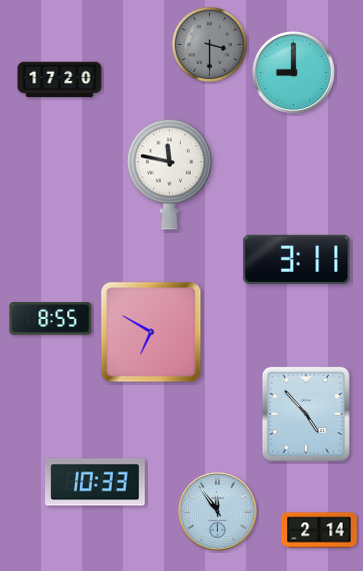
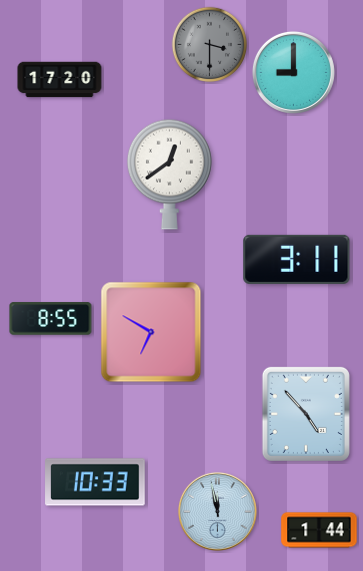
clock at (169, 174): 11:47 -> 12:39
clock at (217, 511): 11:54 -> 11:58
clock at (319, 530): 2:14 -> 1:44
